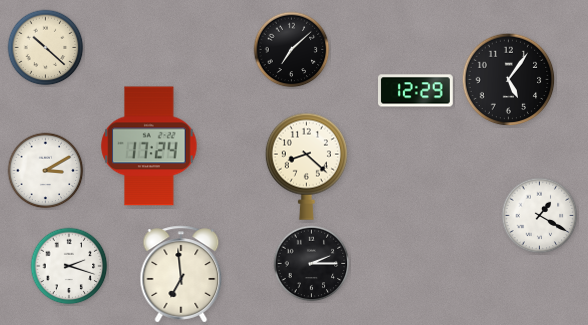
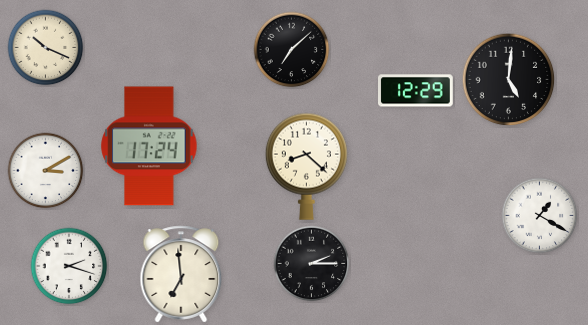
clock at (46, 48): 10:22 -> 10:19
clock at (509, 80): 5:06 -> 5:01
